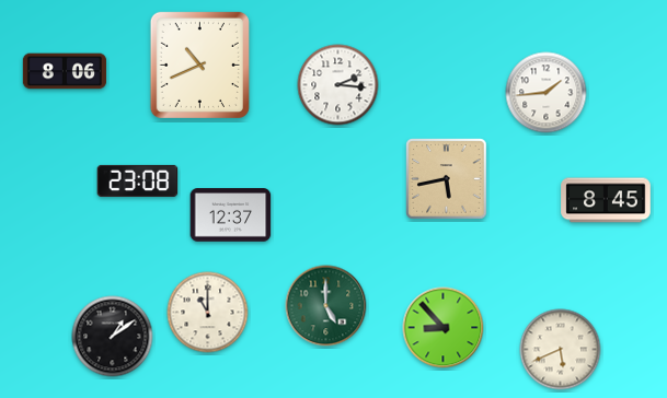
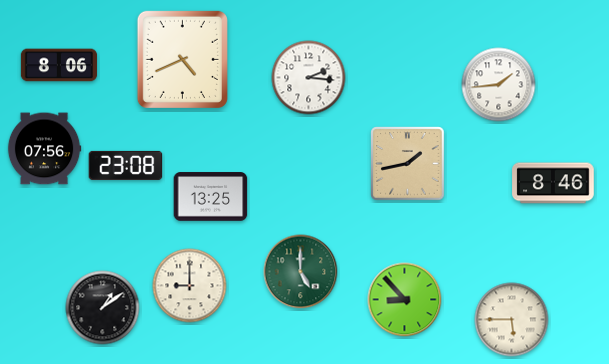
clock at (199, 65): 10:41 -> 4:41
clock at (44, 149): none -> 07:56
clock at (447, 179): 5:43 -> 1:43
clock at (606, 200): 8:45 -> 8:46
clock at (231, 215): 12:37 -> 13:25
clock at (326, 306) position: (326, 306) -> (301, 272)
clock at (208, 313): 11:00 -> 9:00
clock at (561, 350): 5:41 -> 5:45
